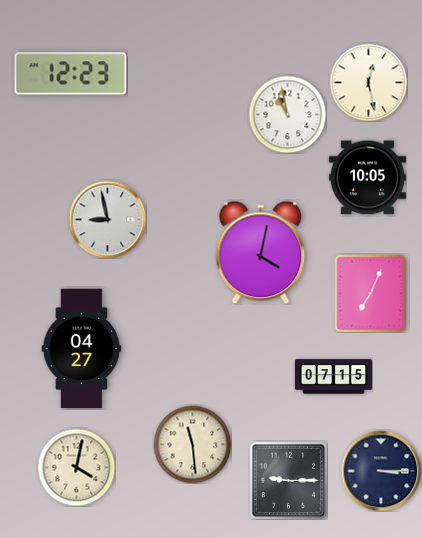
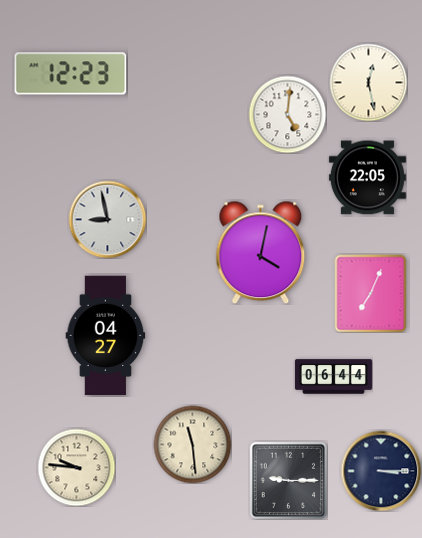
clock at (287, 114): 10:58 -> 5:01
clock at (367, 178): 10:05 -> 22:05
clock at (82, 349) position: (82, 349) -> (106, 336)
clock at (333, 377): 07:15 -> 06:44
clock at (76, 467): 4:02 -> 9:46
